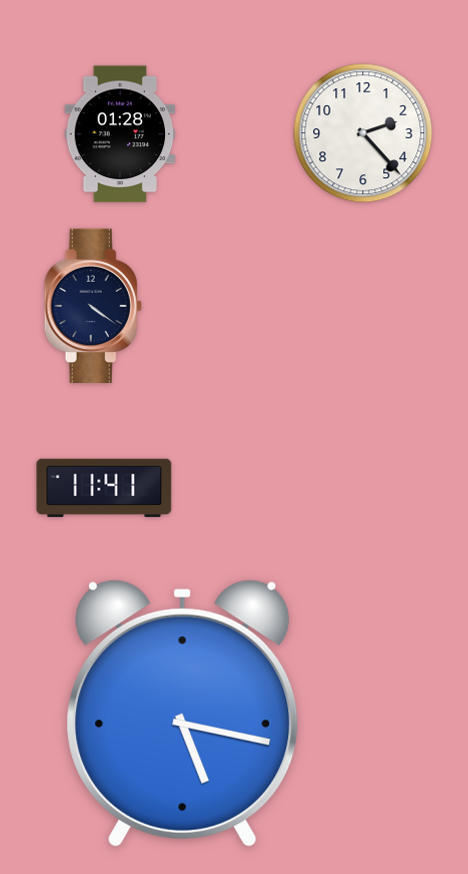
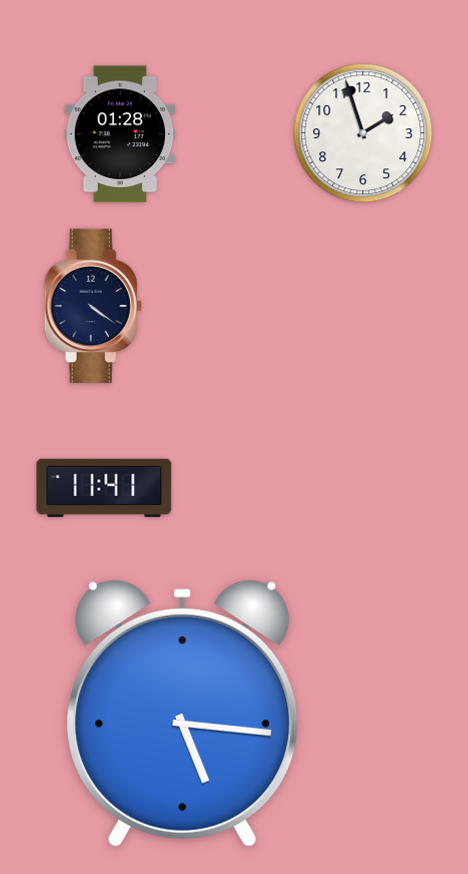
clock at (363, 133): 2:23 -> 1:57
clock at (183, 713): 5:17 -> 5:16
